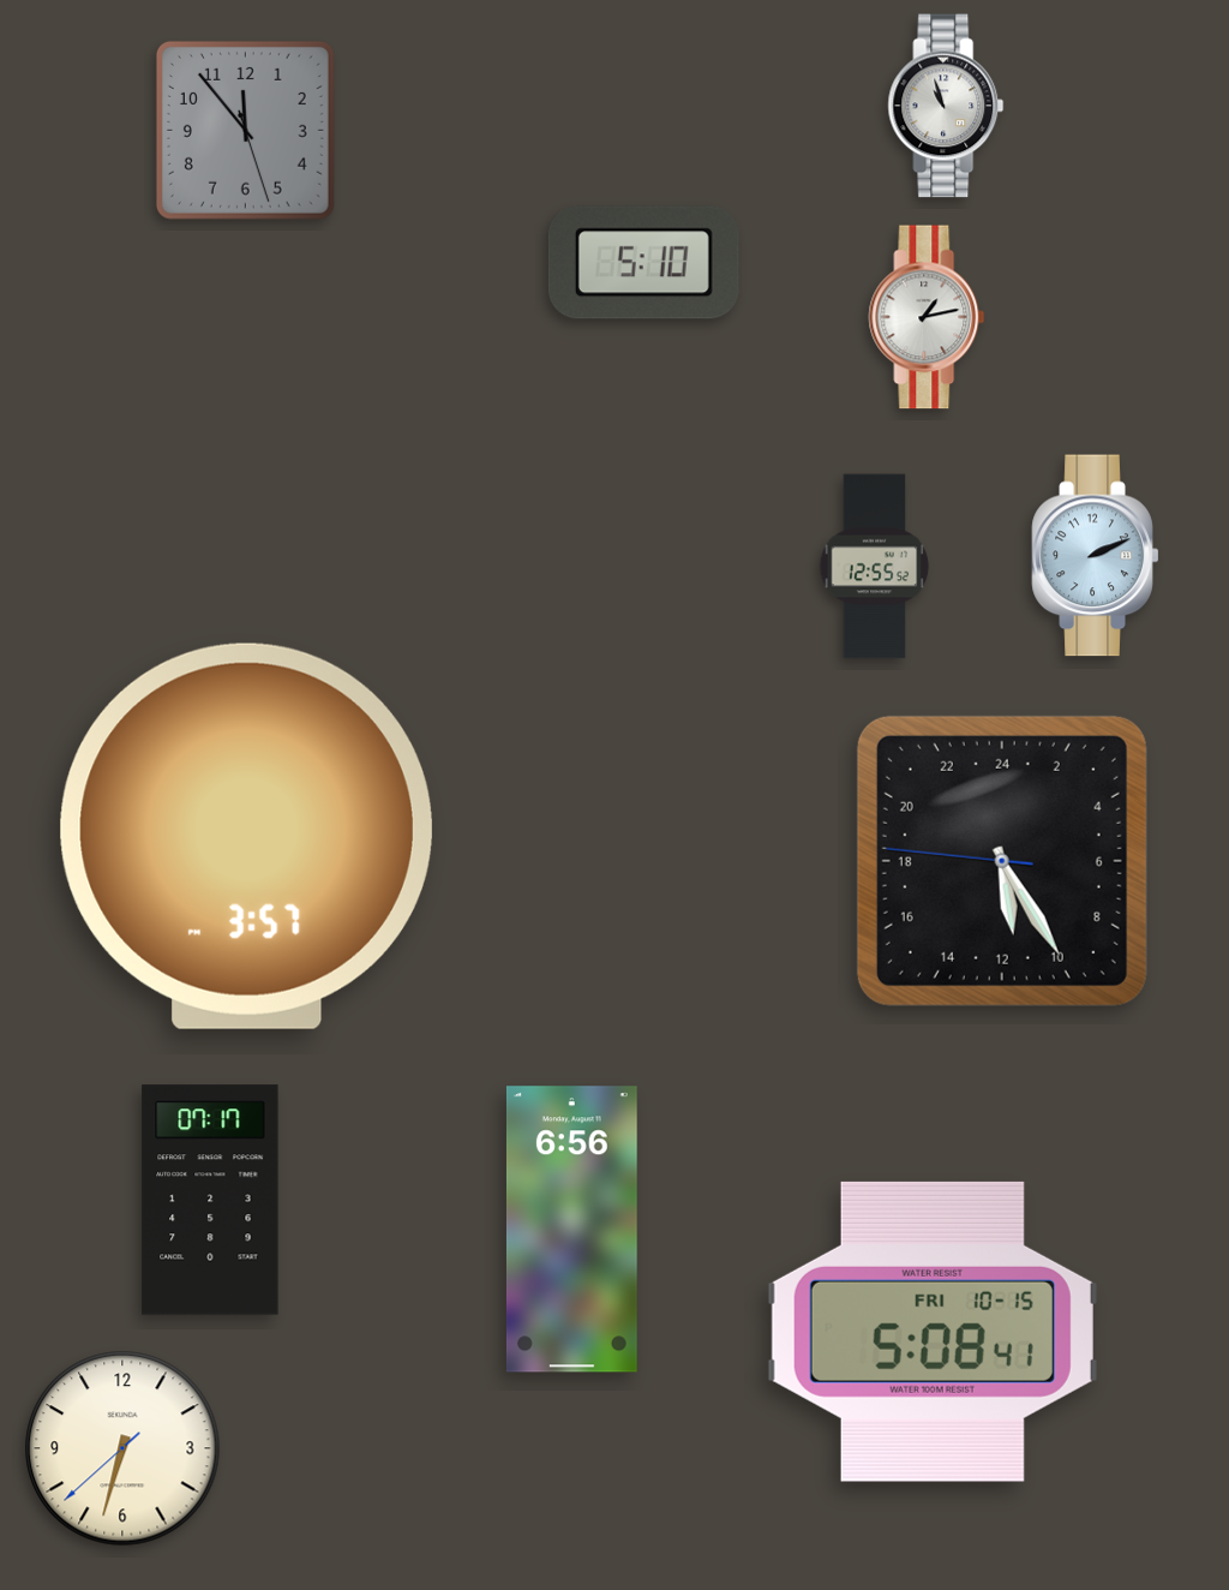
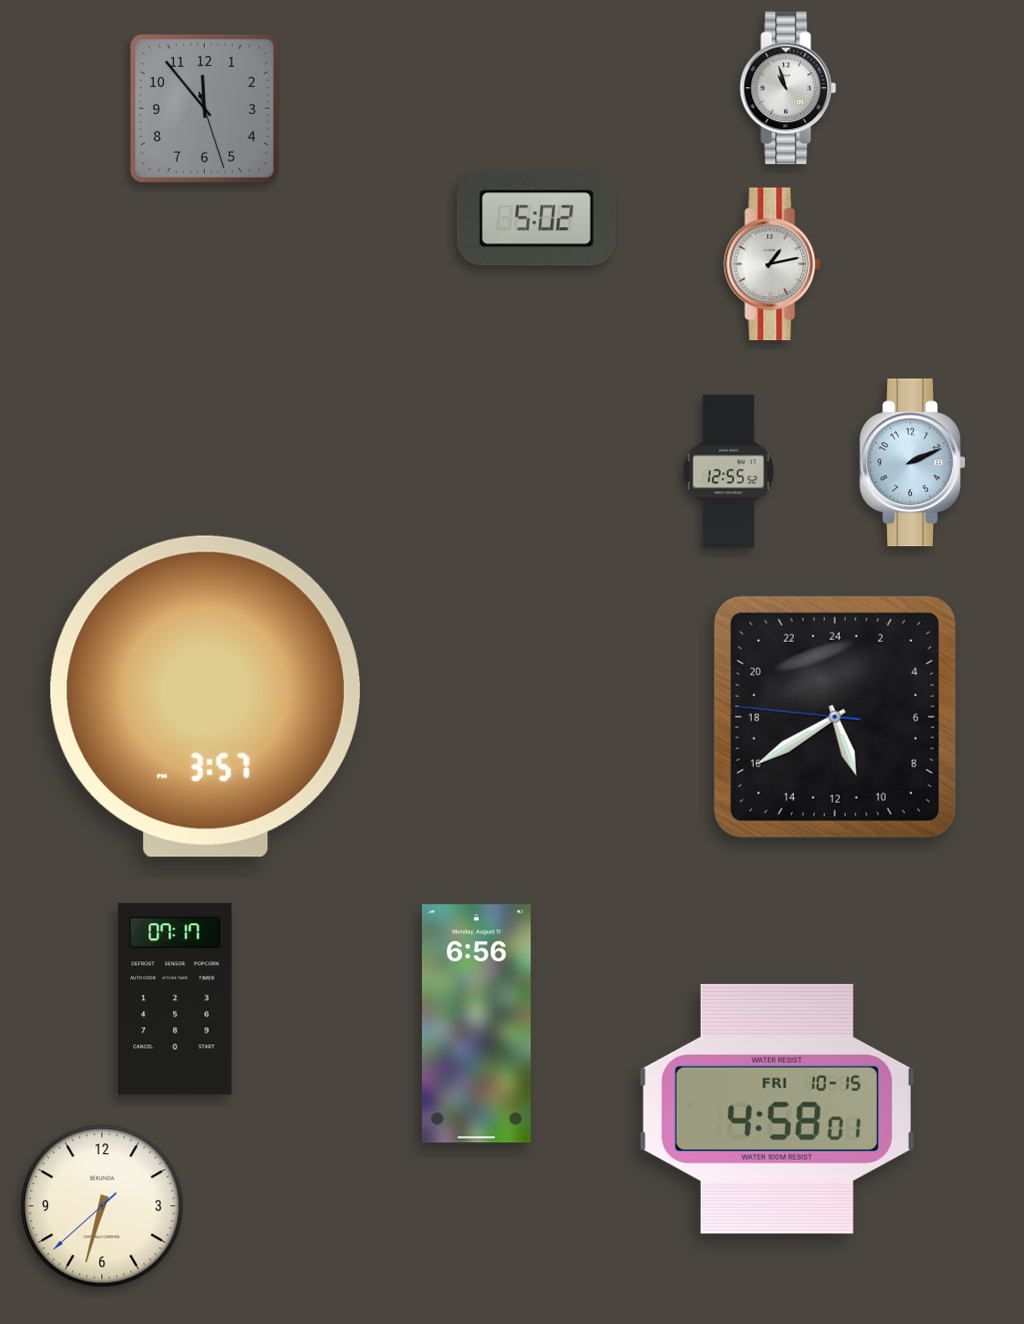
clock at (643, 263): 5:10 -> 5:02
clock at (1002, 861): 11:24 -> 10:39
clock at (933, 1332): 5:08 -> 4:58
